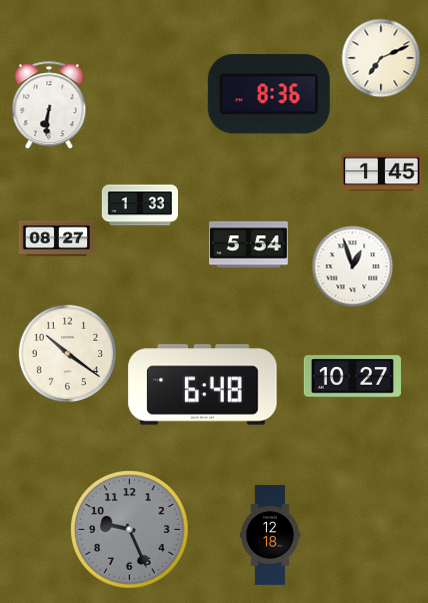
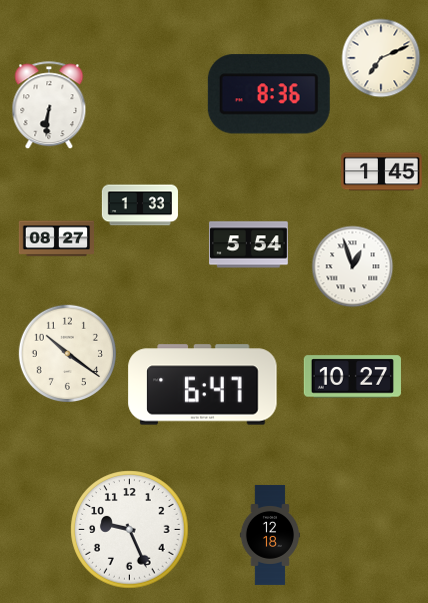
clock at (203, 385): 6:48 -> 6:47
clock at (130, 530) dial: grey -> white
